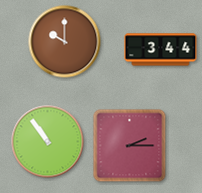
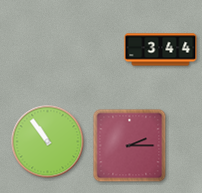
clock at (65, 42): 10:00 -> none
